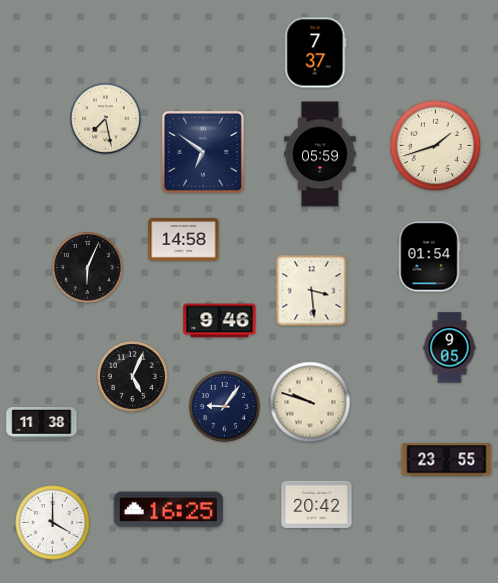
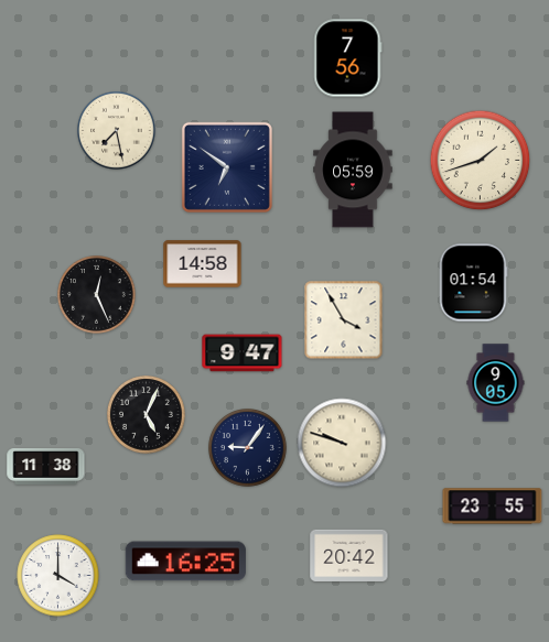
clock at (316, 53): 7:37 -> 7:56
clock at (203, 152) position: (203, 152) -> (227, 167)
clock at (88, 268): 6:04 -> 12:26
clock at (312, 291): 3:29 -> 3:55
clock at (220, 321): 9:46 -> 9:47
